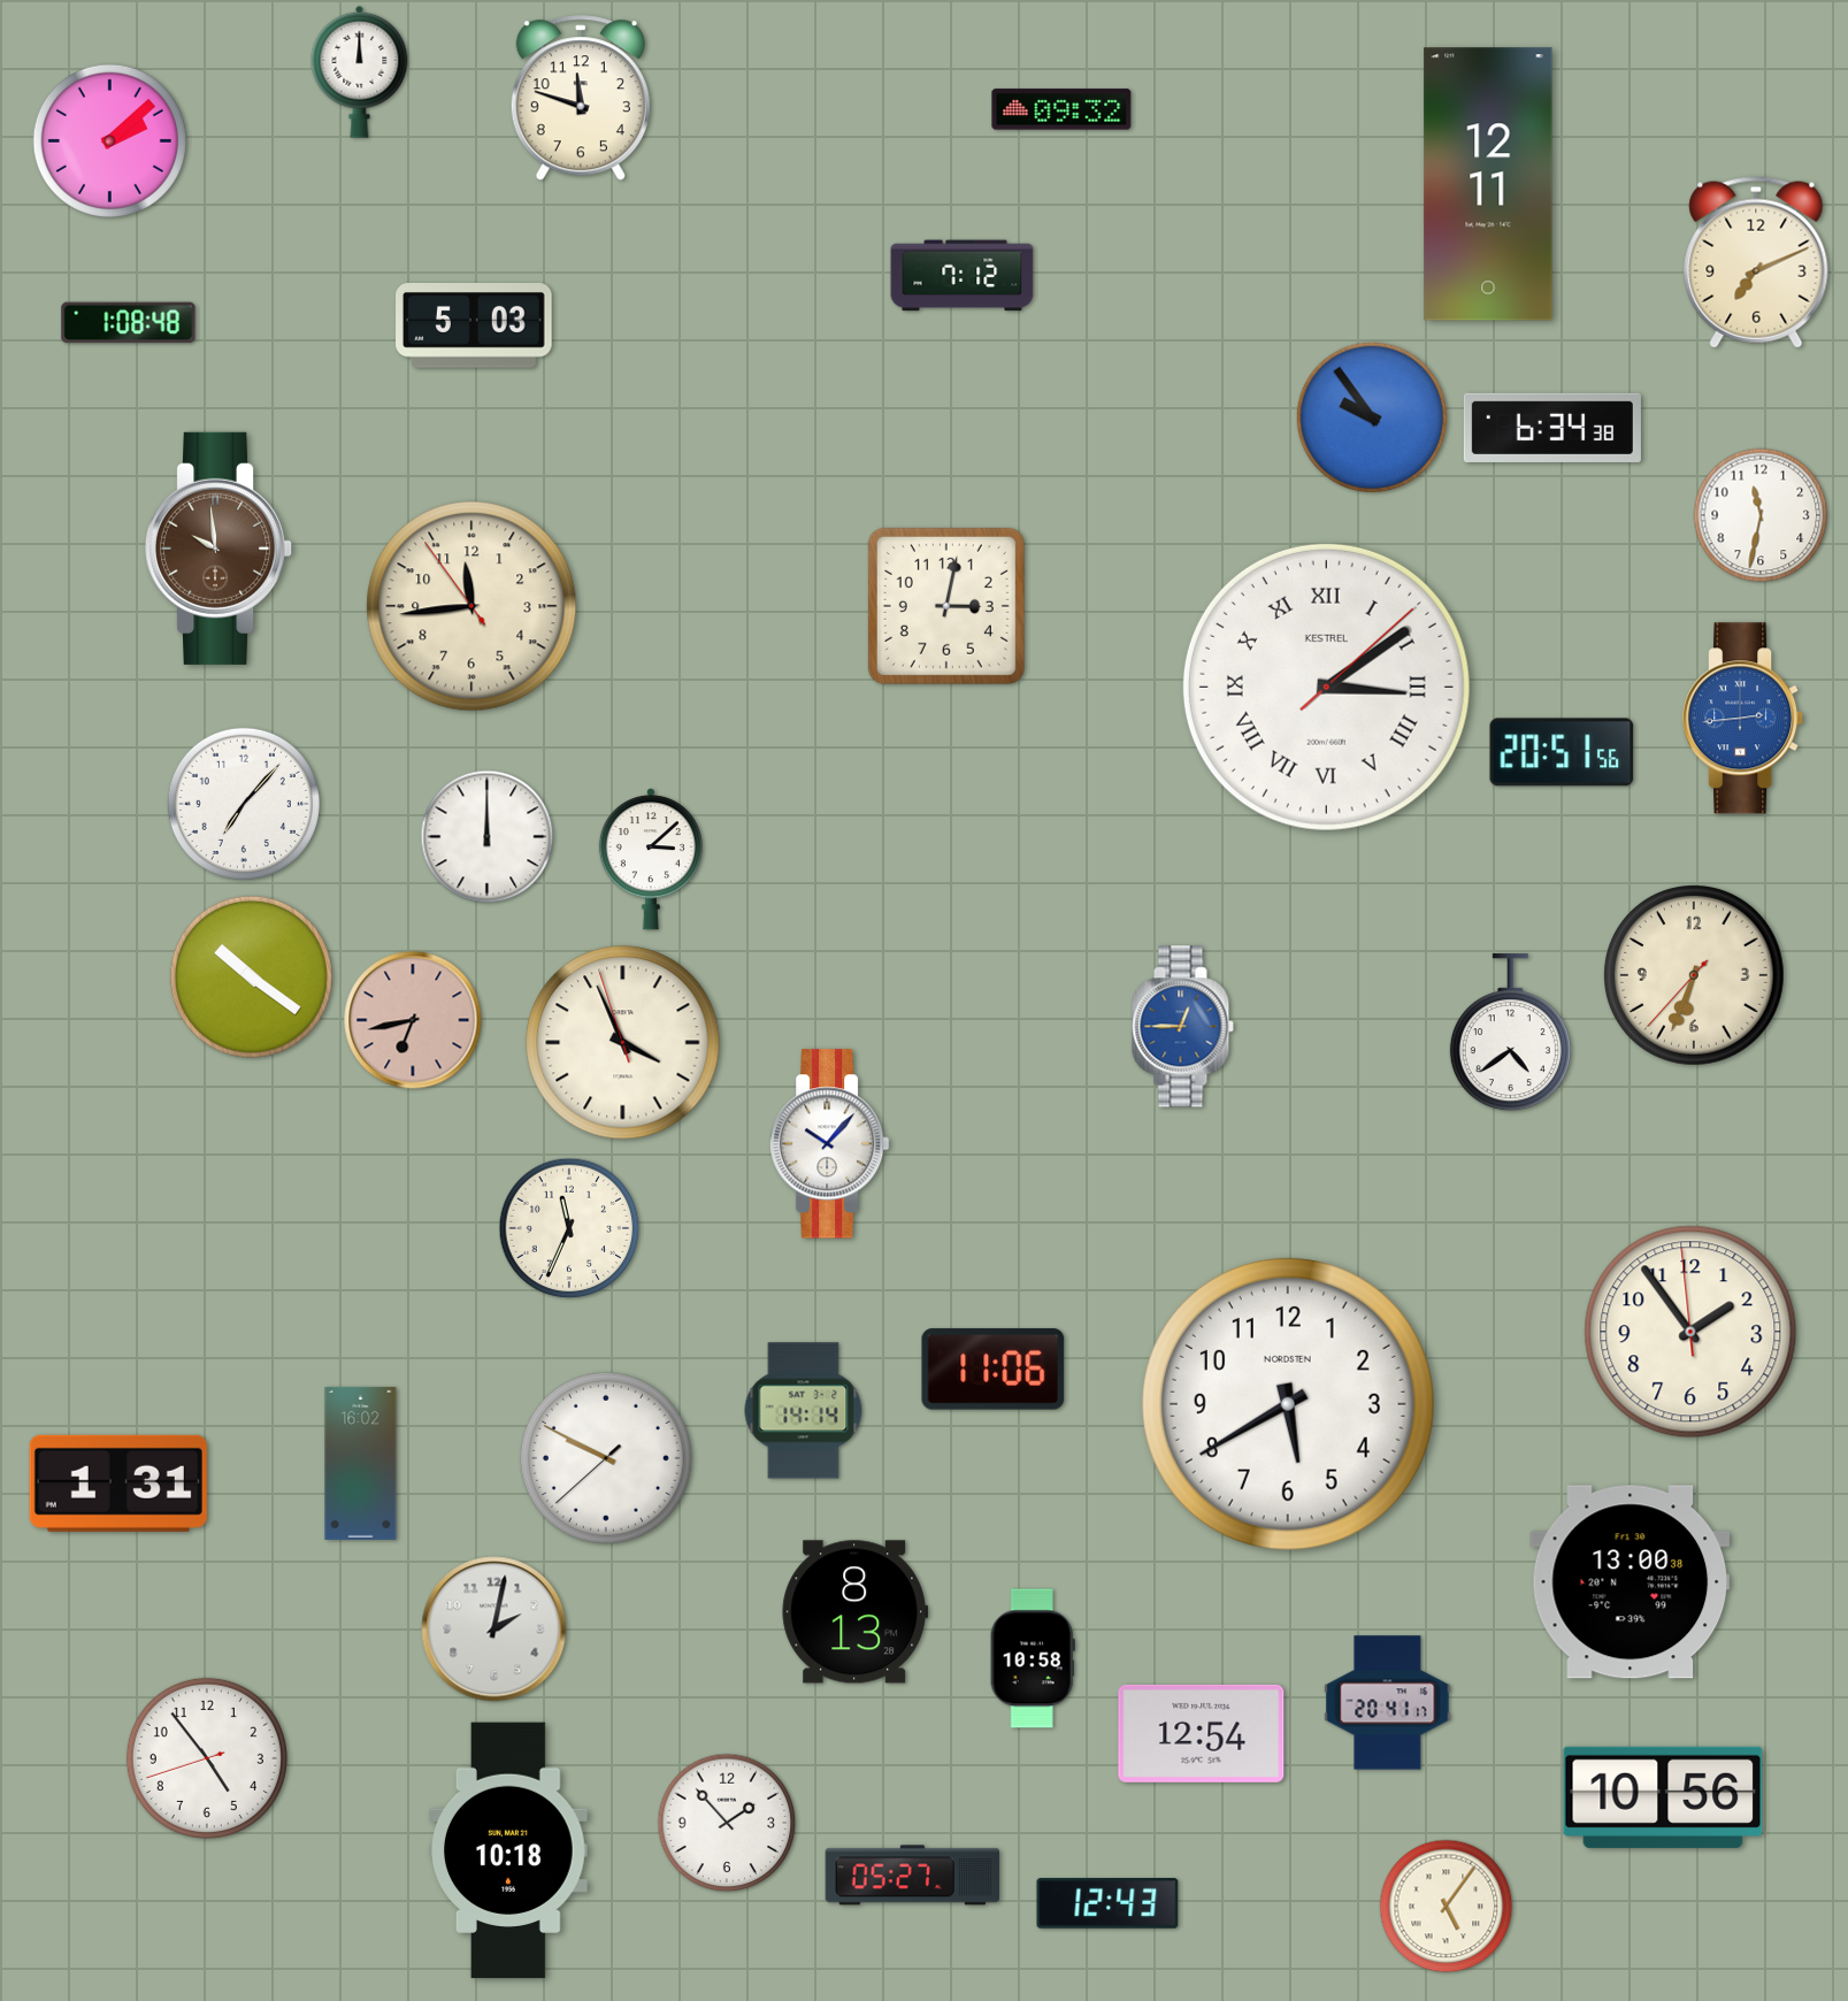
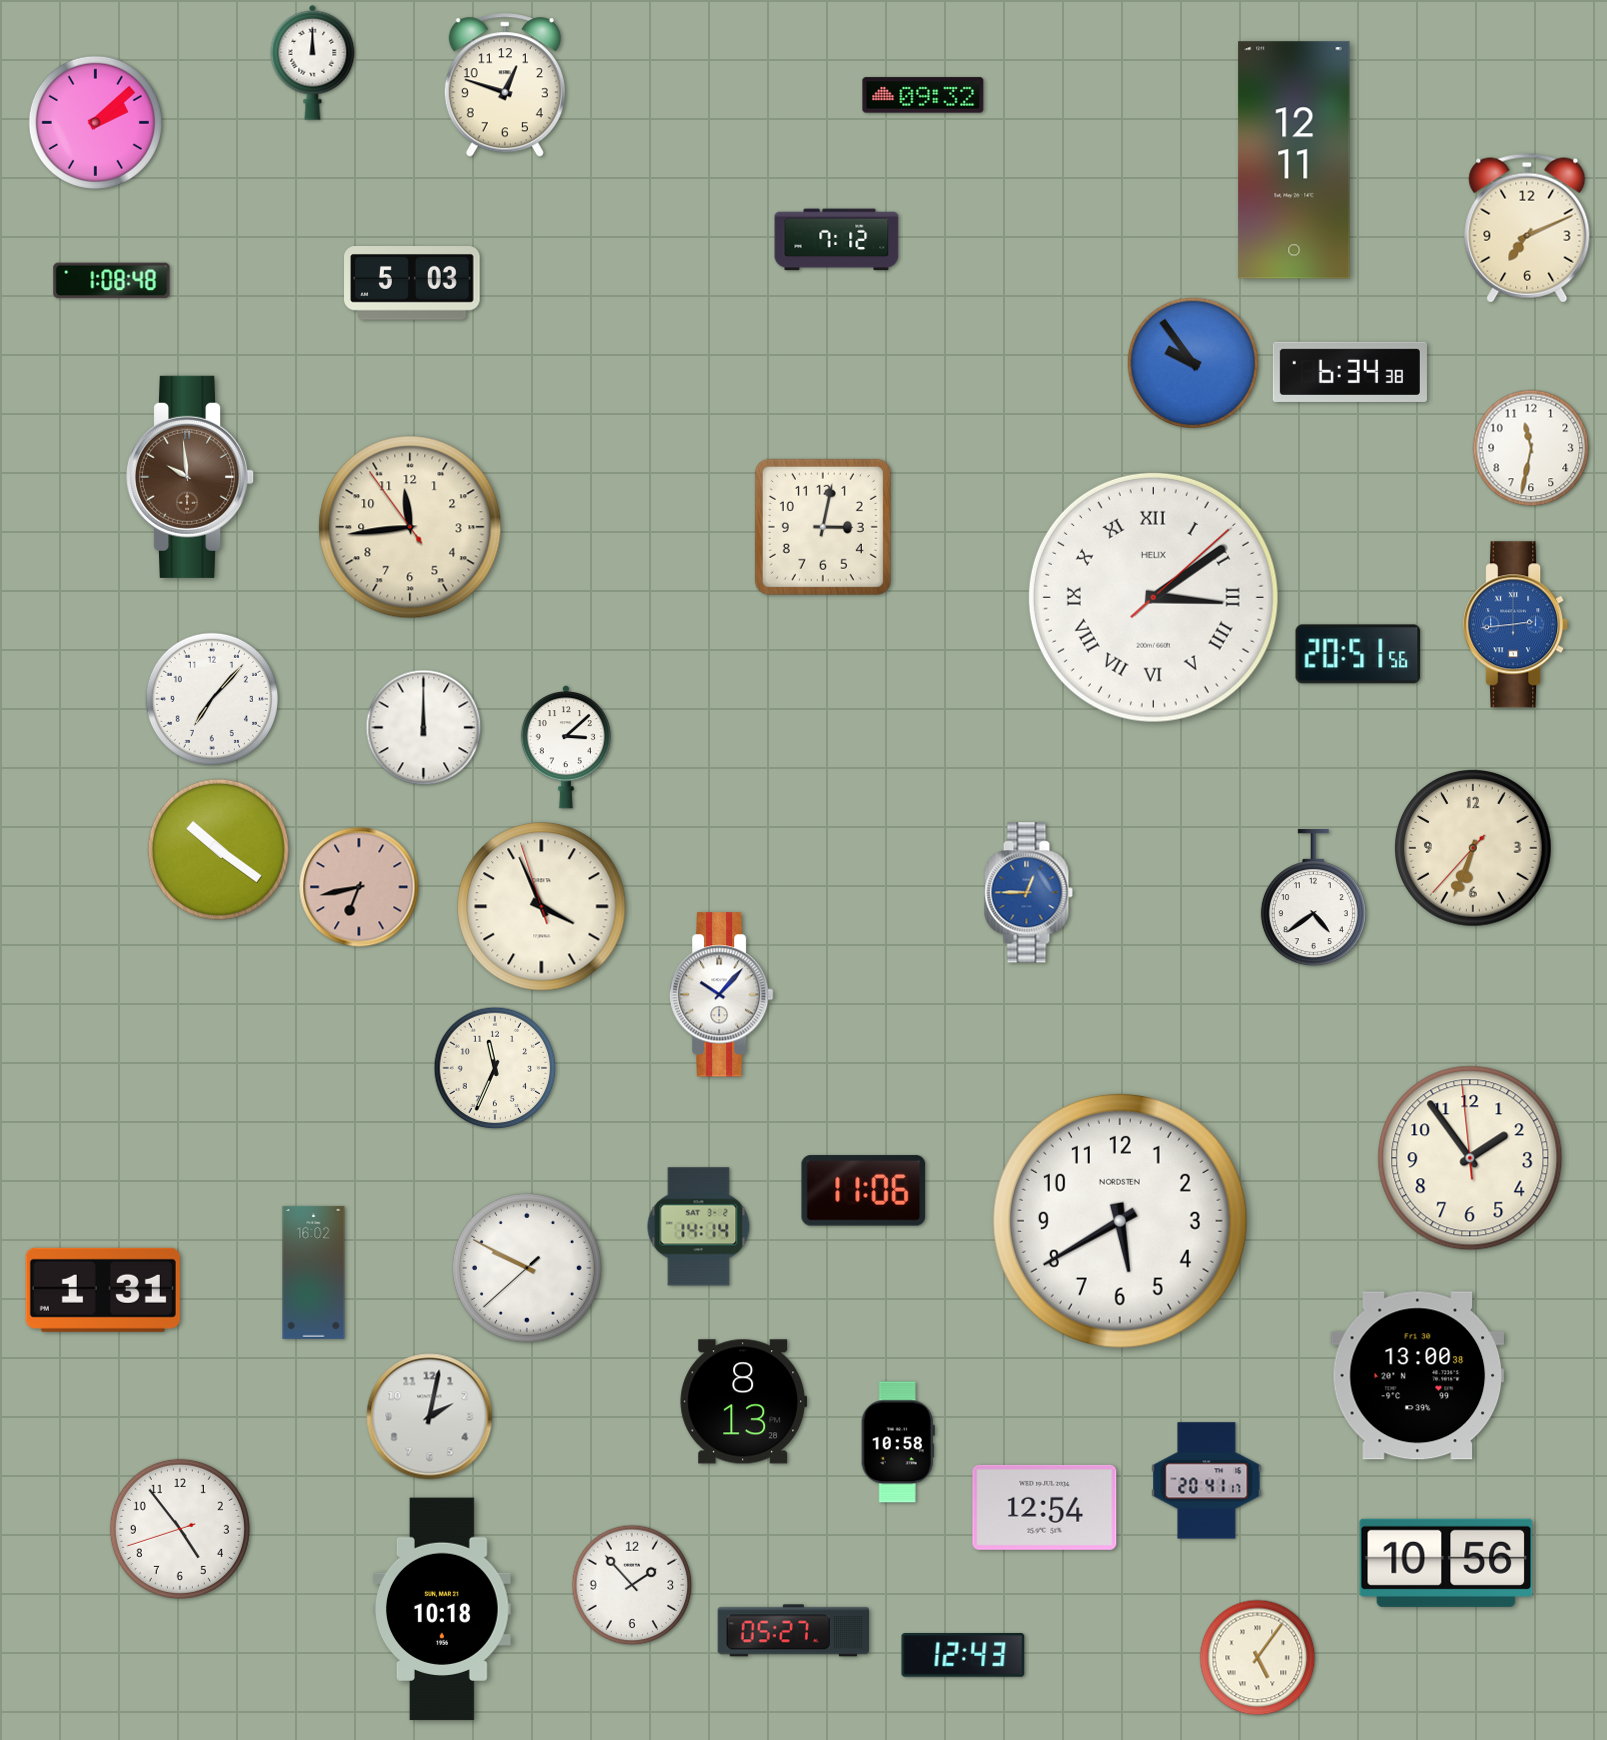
clock at (581, 99): 11:48 -> 12:48
clock at (1326, 687) brand: KESTREL -> HELIX
